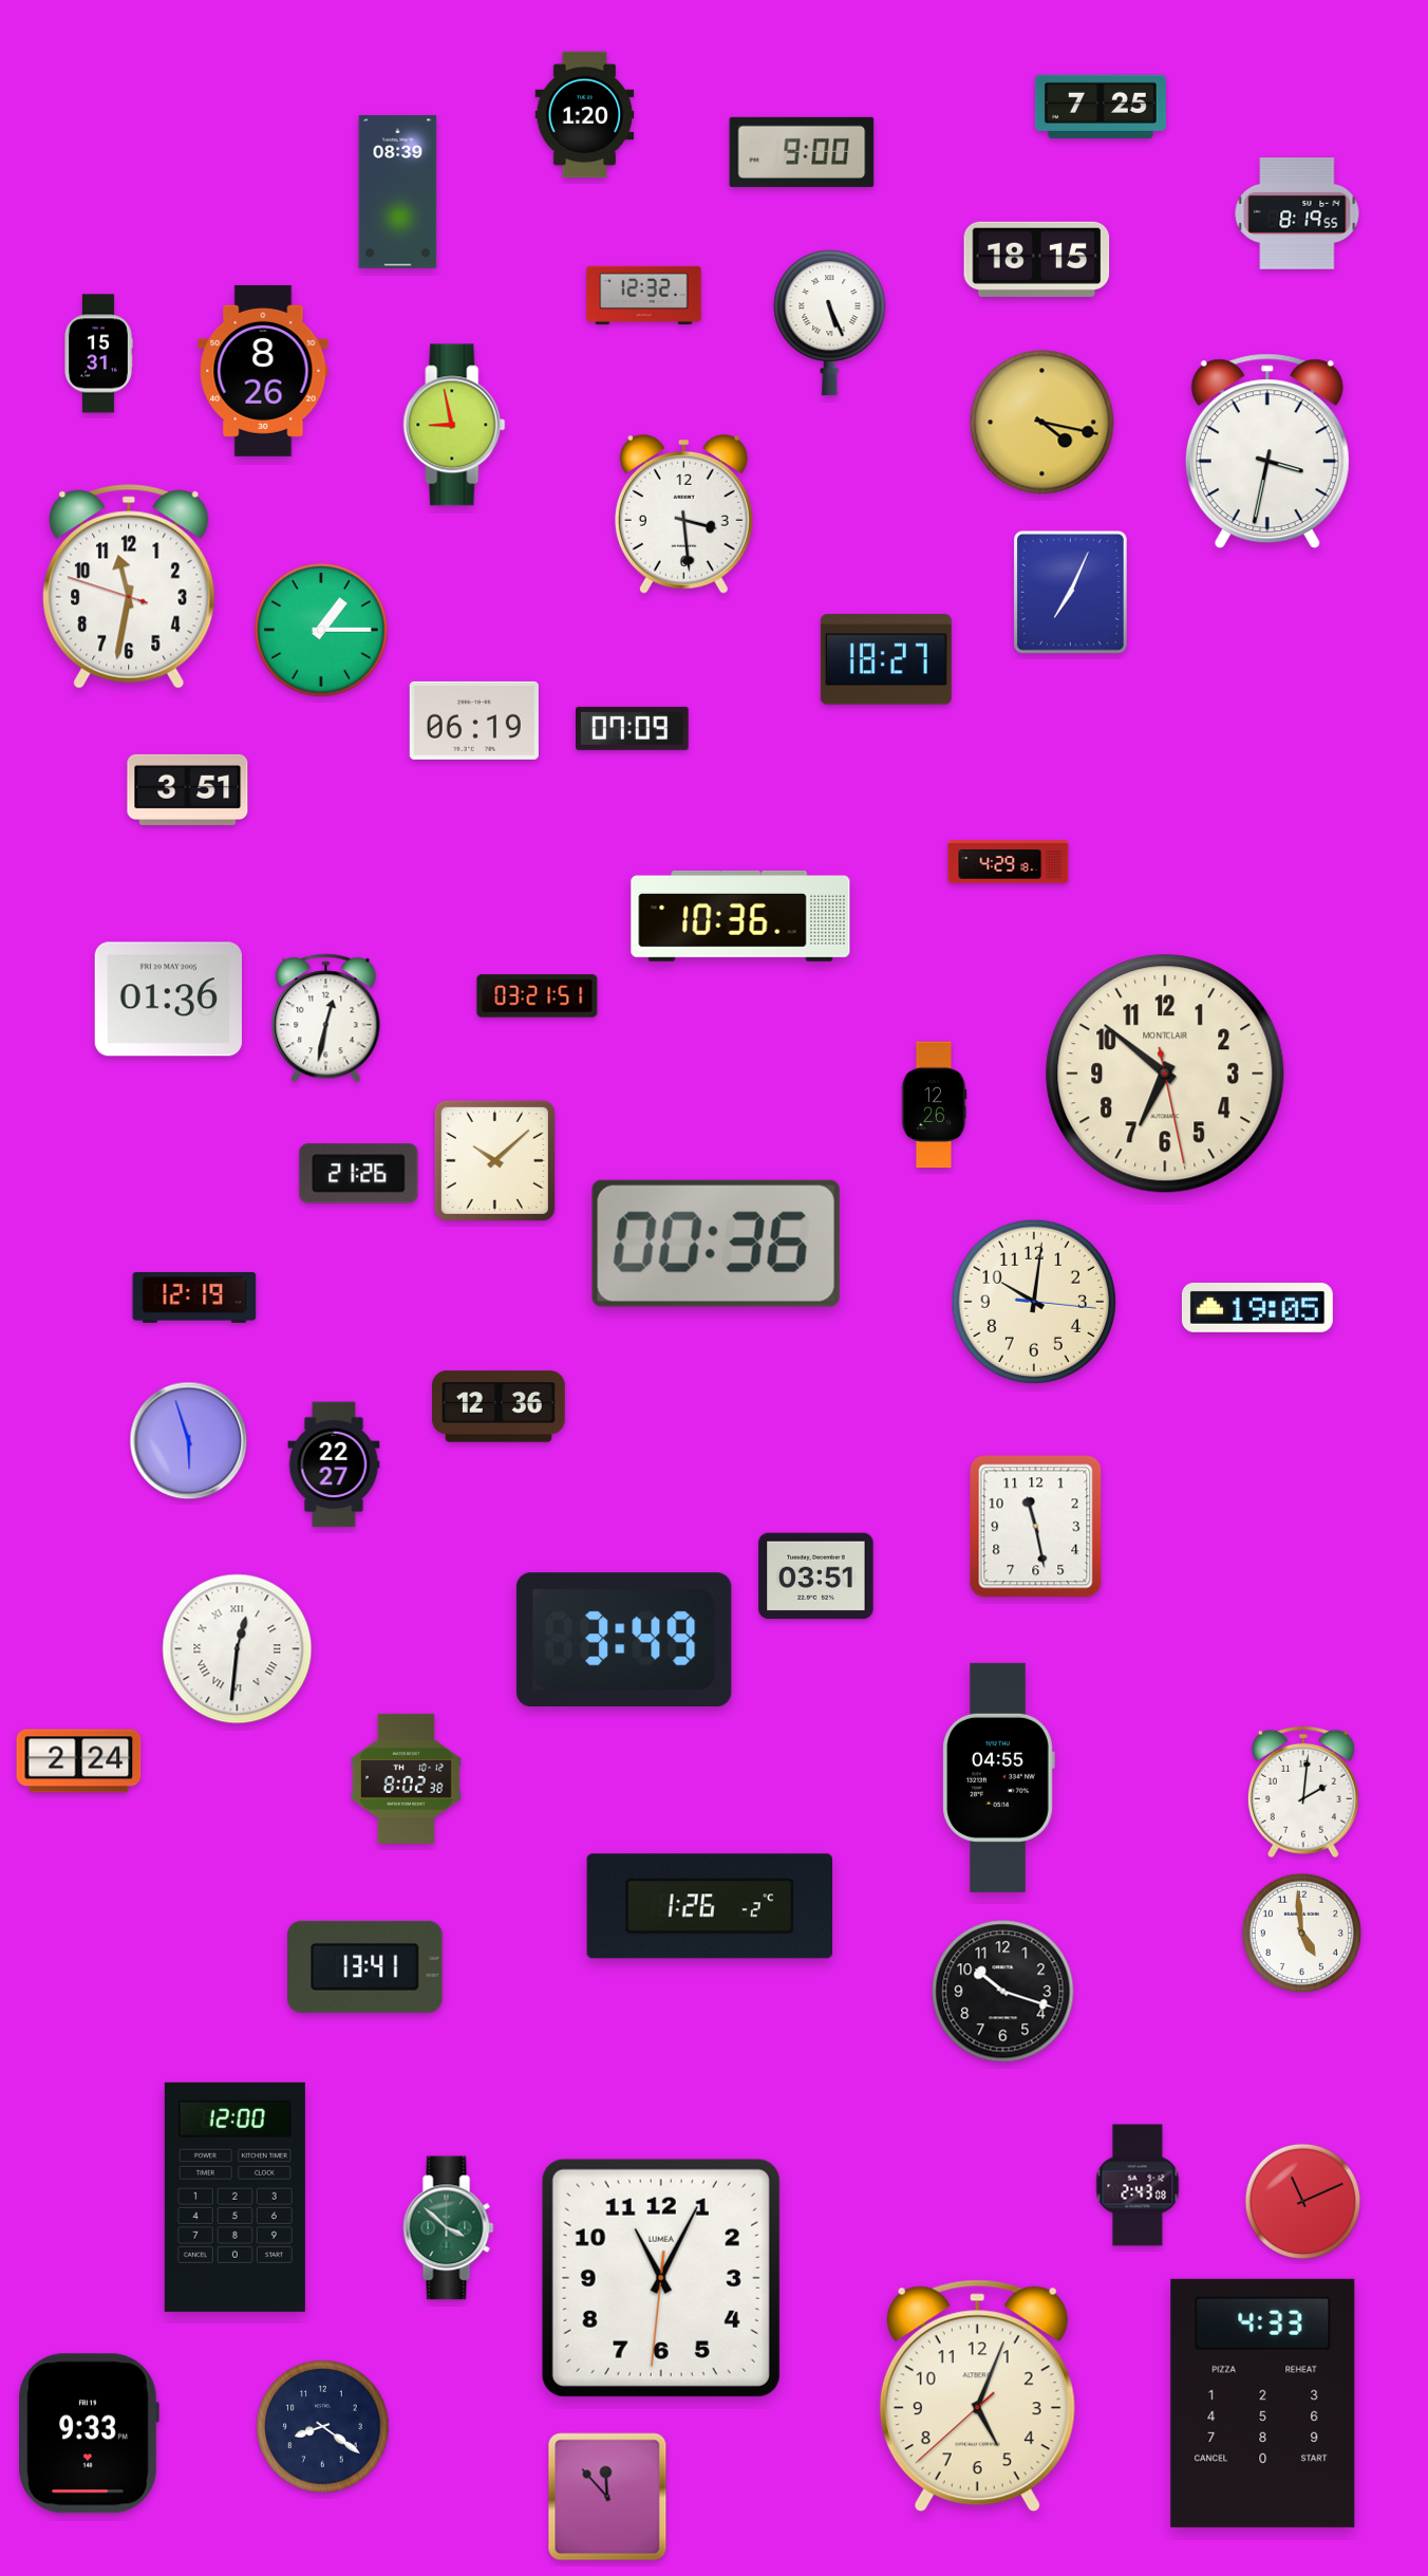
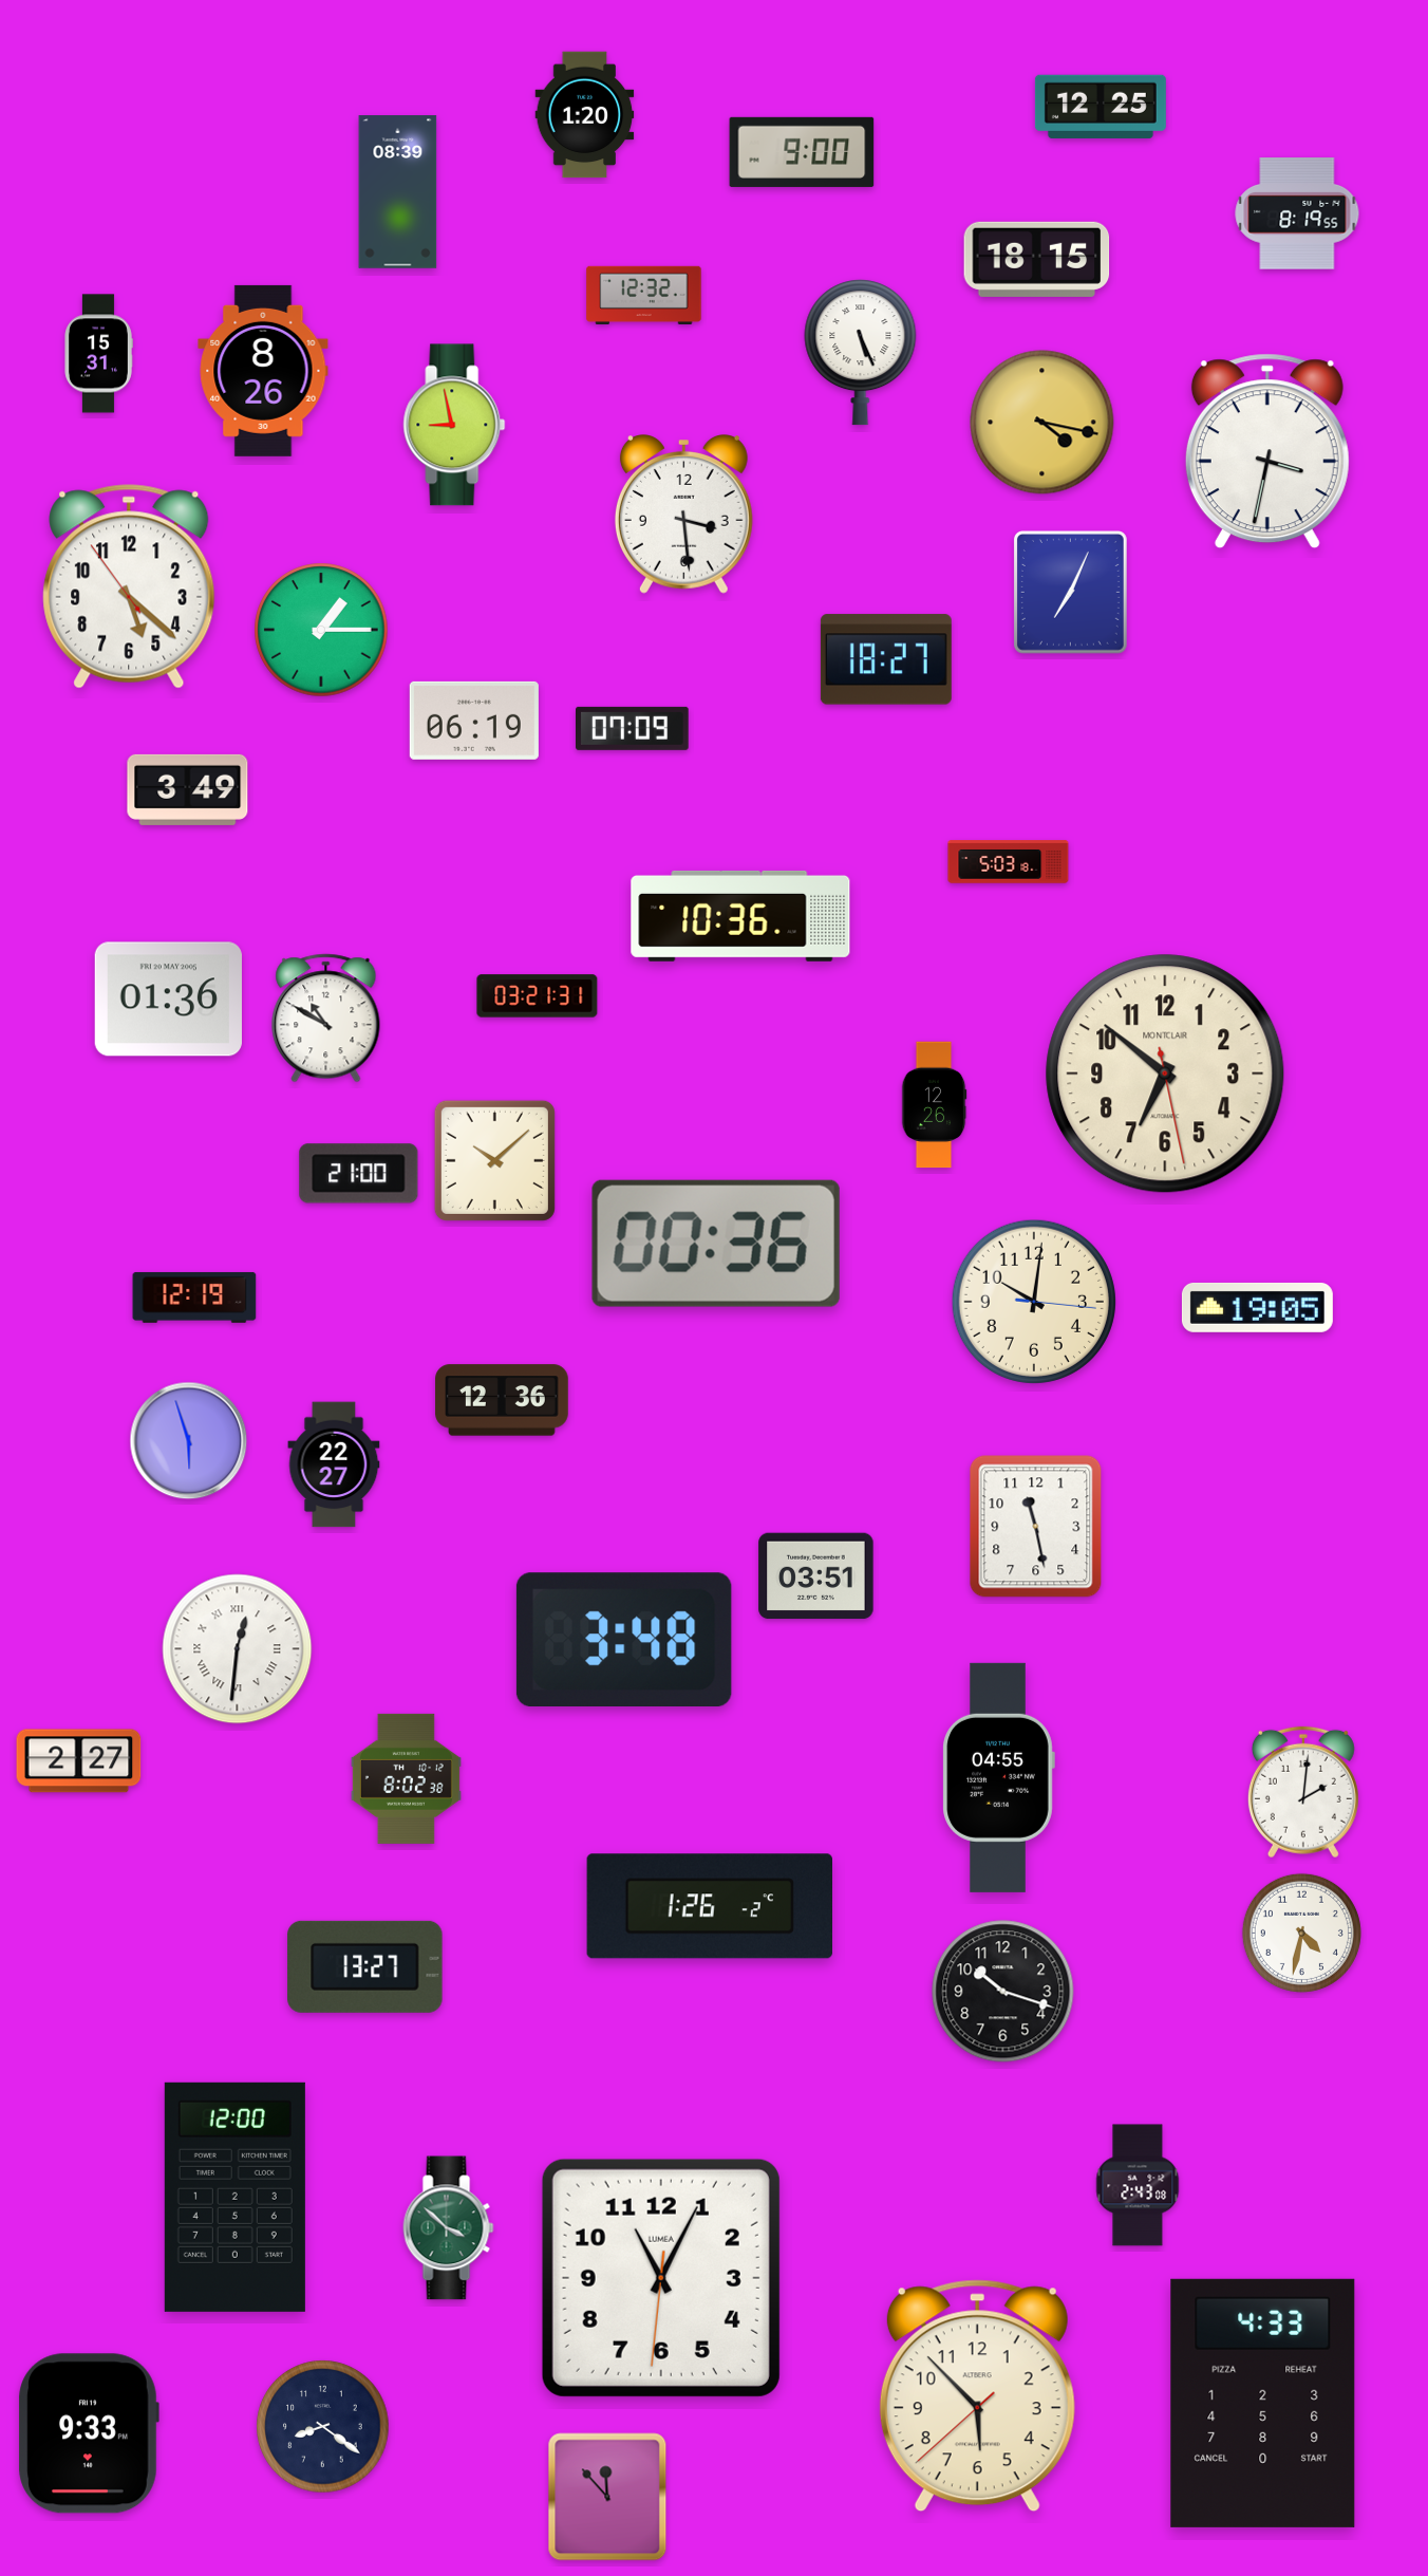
clock at (1101, 107): 7:25 -> 12:25
clock at (830, 323) position: (830, 323) -> (861, 353)
clock at (129, 586): 11:31 -> 5:21
clock at (188, 789): 3:51 -> 3:49
clock at (1009, 862): 4:29 -> 5:03
clock at (538, 996): 03:21:51 -> 03:21:31
clock at (326, 1019): 12:32 -> 10:50
clock at (359, 1174): 21:26 -> 21:00
clock at (499, 1406) position: (499, 1406) -> (502, 1400)
clock at (624, 1639): 3:49 -> 3:48
clock at (79, 1761): 2:24 -> 2:27
clock at (1301, 1933): 4:59 -> 4:32
clock at (365, 1966): 13:41 -> 13:27
clock at (1303, 2202): 11:11 -> none
clock at (977, 2396): 5:03 -> 5:52
